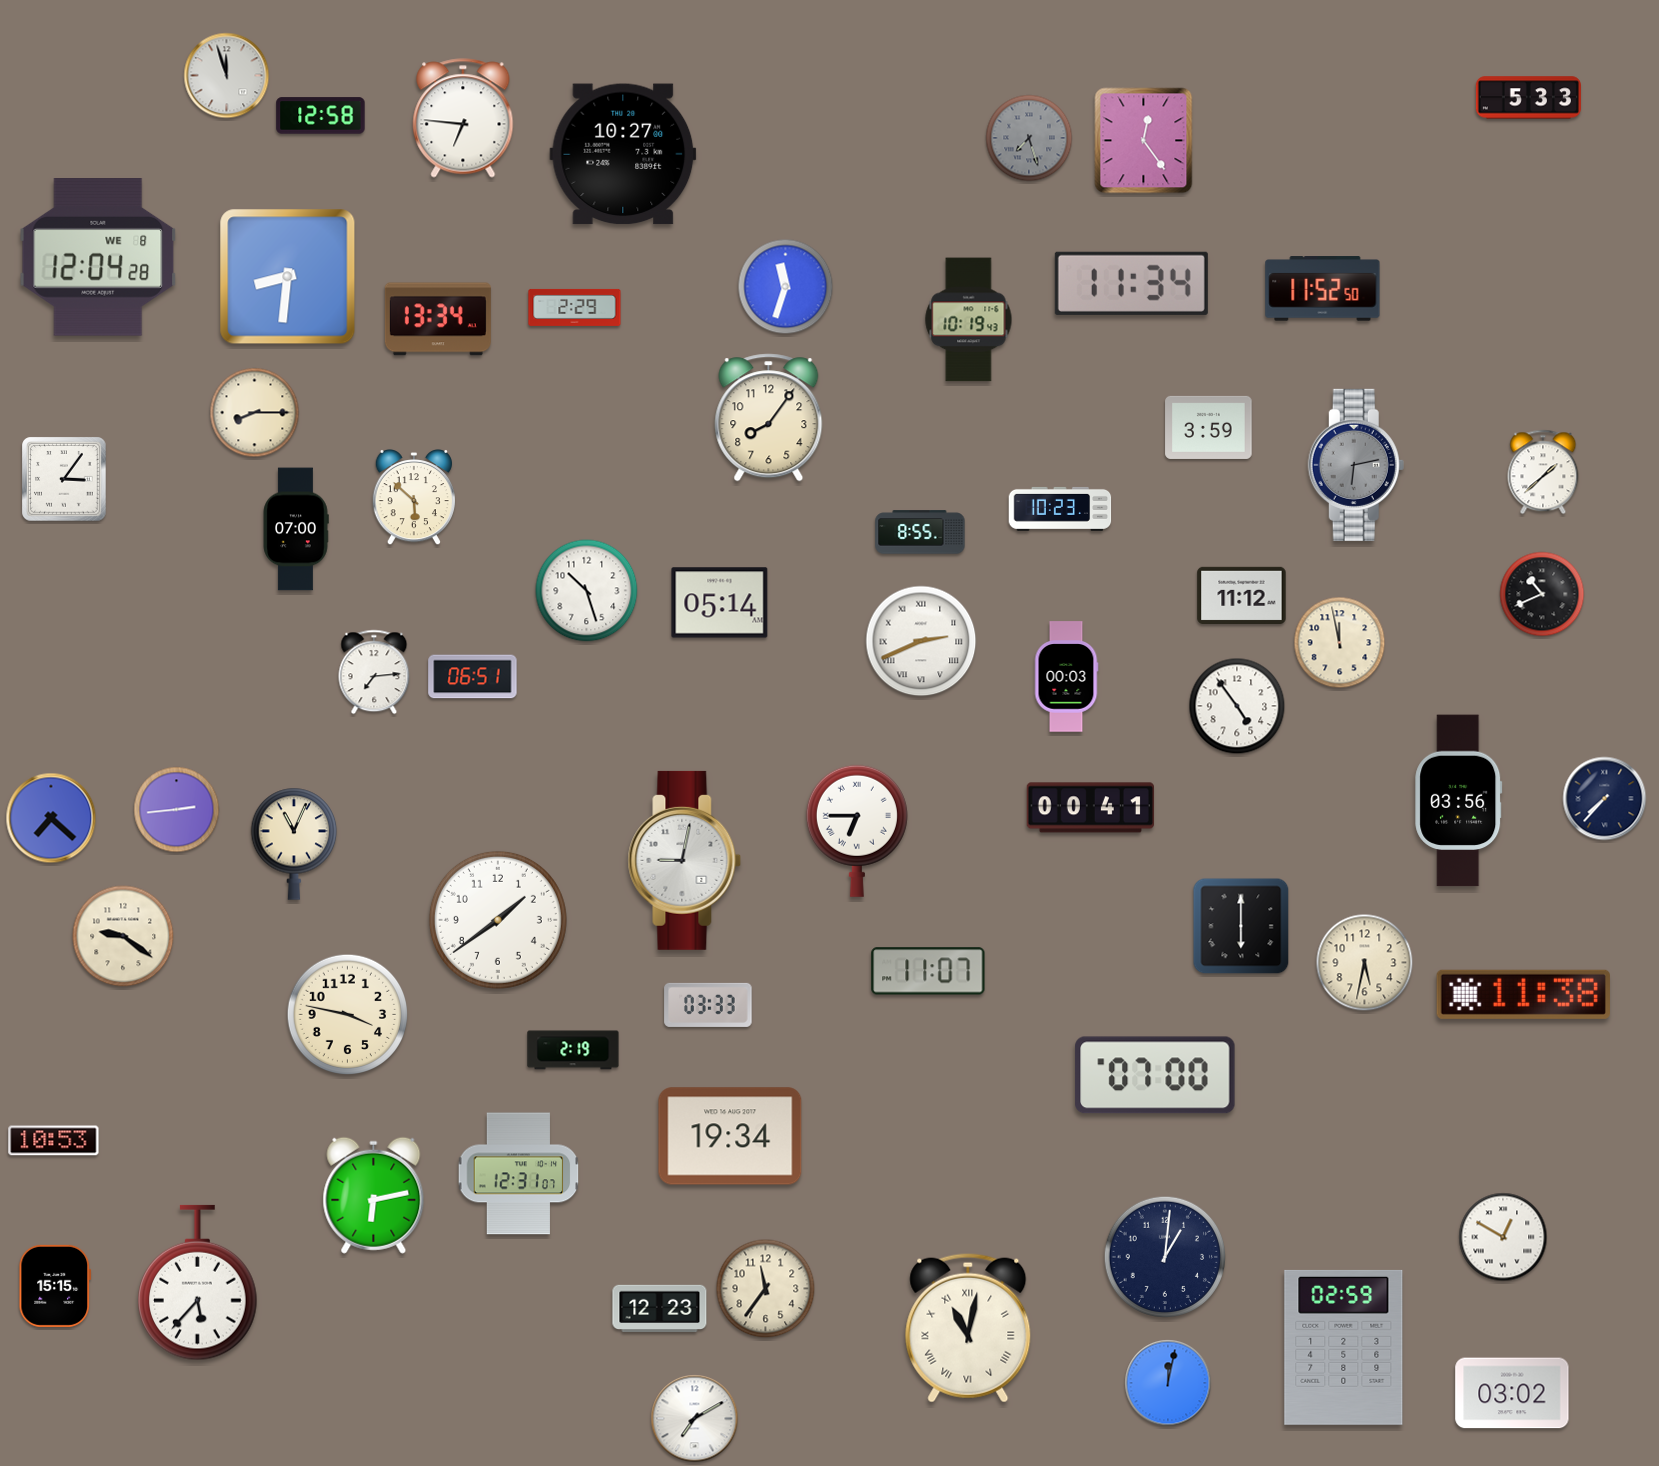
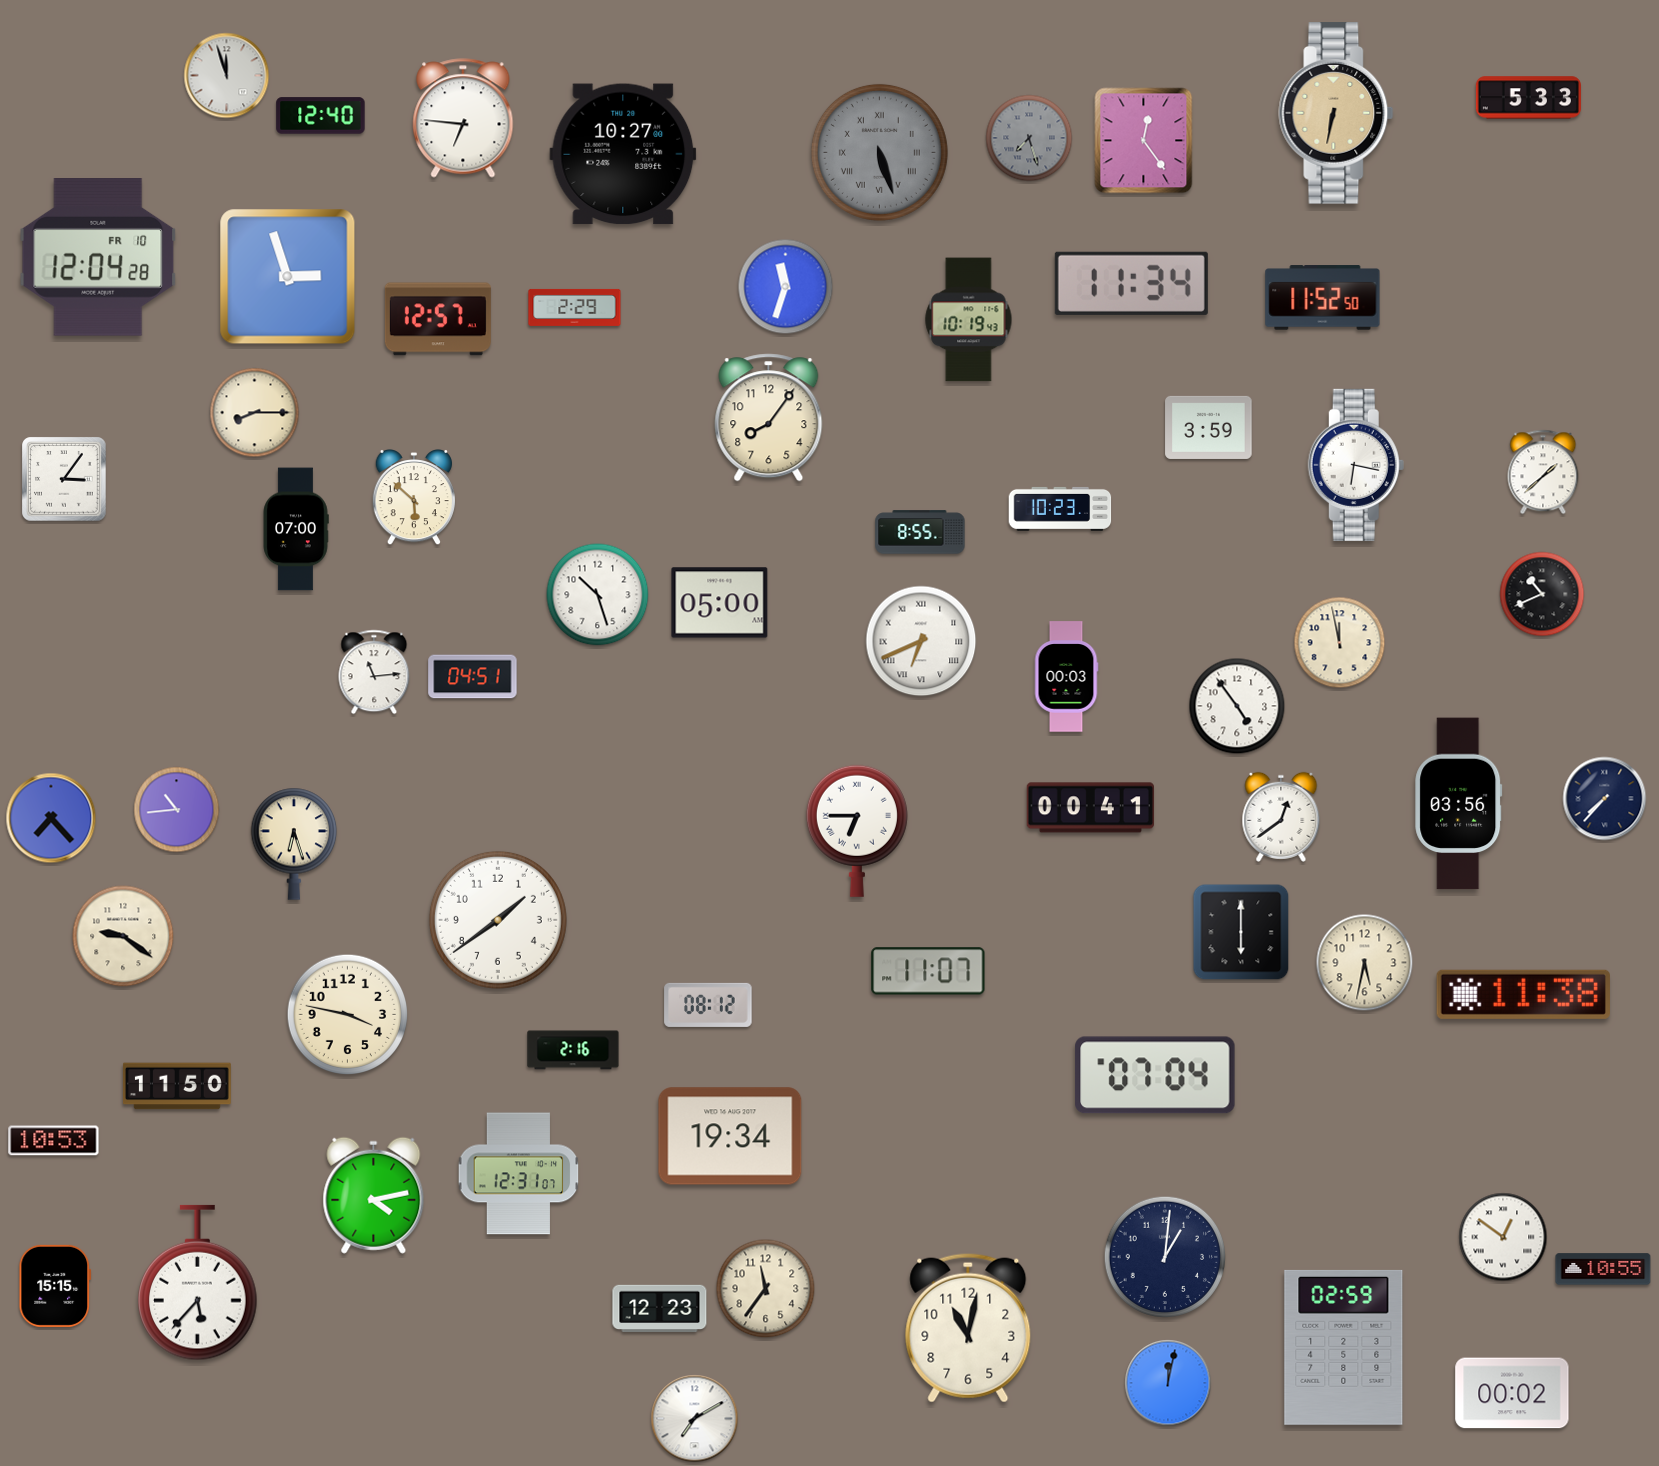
clock at (1336, 113): none -> 6:32
clock at (321, 116): 12:58 -> 12:40
clock at (879, 152): none -> 5:27
clock at (98, 258) date: WE 8 -> FR 10
clock at (288, 277): 8:31 -> 2:57
clock at (1323, 289) position: (1323, 289) -> (1323, 298)
clock at (438, 319): 13:34 -> 12:57
clock at (1356, 465): 6:13 -> 6:17
clock at (1356, 465) dial: grey -> white
clock at (587, 591) position: (587, 591) -> (598, 595)
clock at (1242, 595): 11:12 -> none
clock at (720, 603): 05:14 -> 05:00
clock at (921, 641): 2:41 -> 6:41
clock at (374, 672): 7:14 -> 11:14
clock at (473, 677): 06:51 -> 04:51
clock at (1459, 801) position: (1459, 801) -> (1459, 804)
clock at (177, 810): 2:44 -> 10:44
clock at (1281, 817): none -> 12:39
clock at (51, 818): 7:22 -> 7:23
clock at (294, 844): 11:04 -> 6:27
clock at (685, 860): 9:02 -> none
clock at (1241, 926) position: (1241, 926) -> (1241, 932)
clock at (708, 1005): 03:33 -> 08:12
clock at (573, 1050): 2:19 -> 2:16
clock at (1155, 1075): 07:00 -> 07:04
clock at (177, 1086): none -> 11:50
clock at (374, 1195): 6:13 -> 4:13
clock at (1503, 1237): 12:50 -> 12:51
clock at (1603, 1269): none -> 10:55
clock at (968, 1328) numerals: Roman -> Arabic
clock at (1512, 1393): 03:02 -> 00:02
